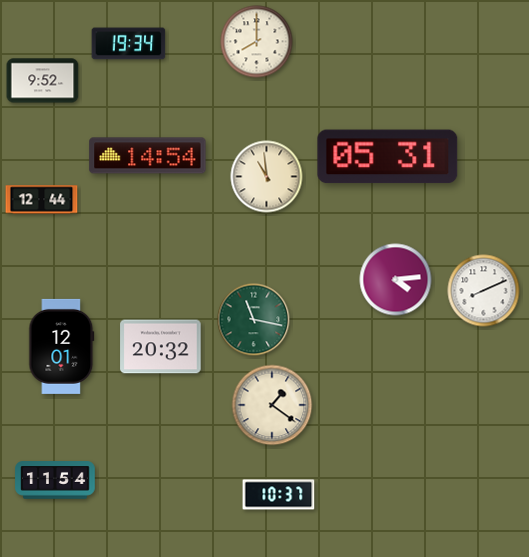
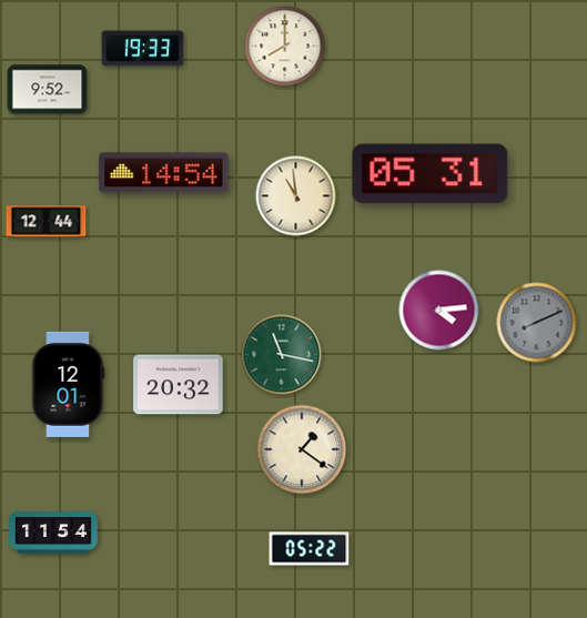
clock at (129, 44): 19:34 -> 19:33
clock at (484, 291) dial: white -> grey
clock at (55, 480) position: (55, 480) -> (53, 533)
clock at (279, 495): 10:37 -> 05:22
